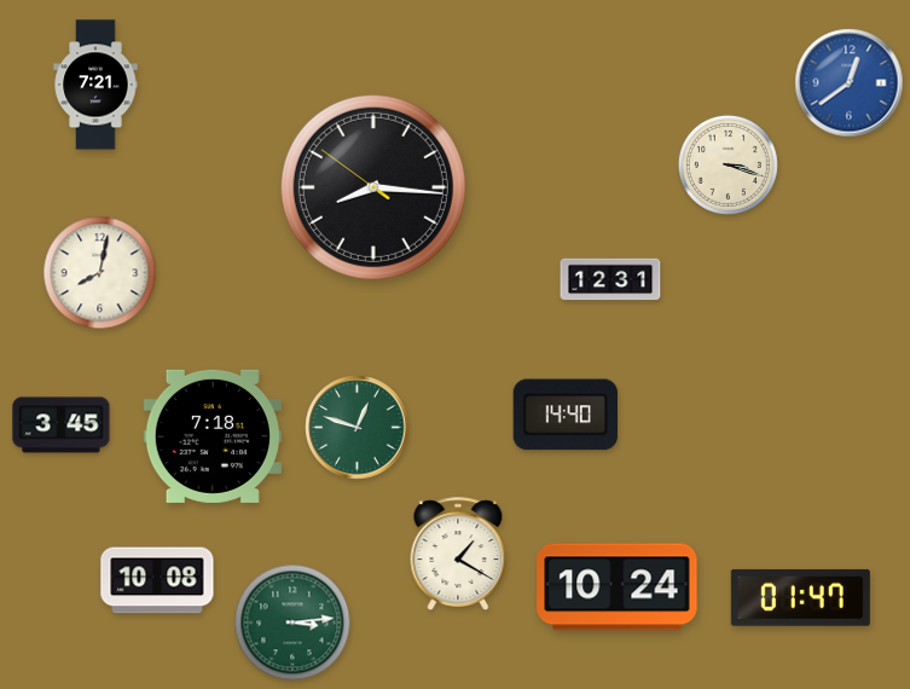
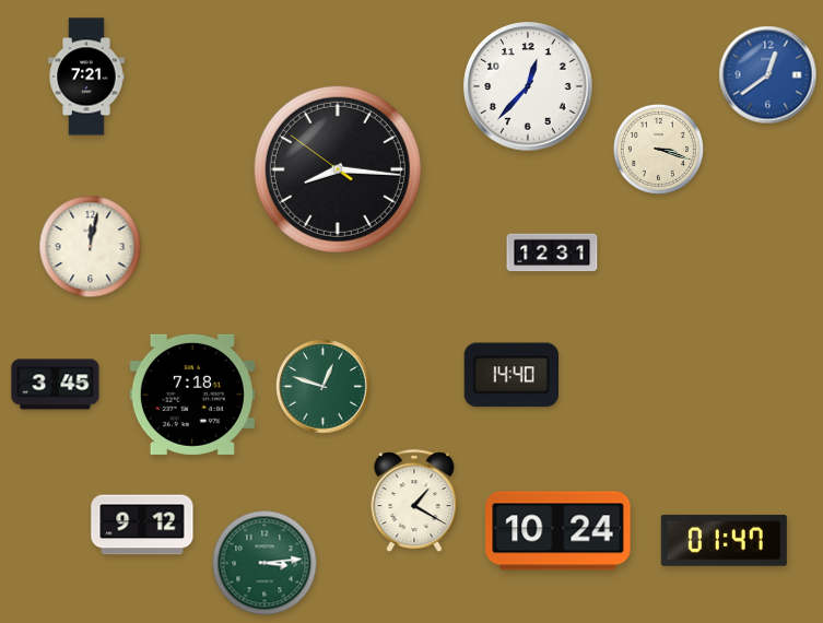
clock at (528, 86): none -> 12:37
clock at (100, 273): 8:02 -> 12:02
clock at (157, 580): 10:08 -> 9:12
